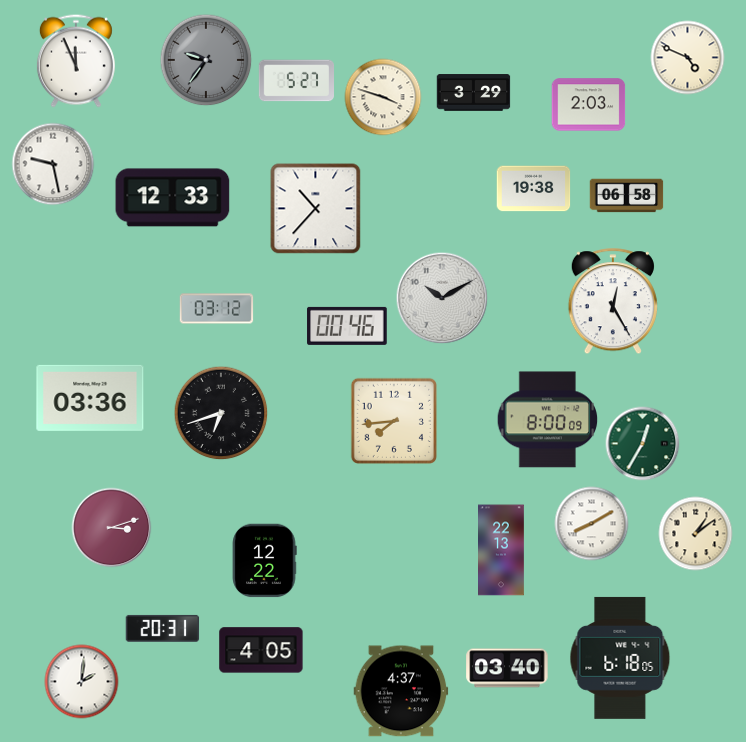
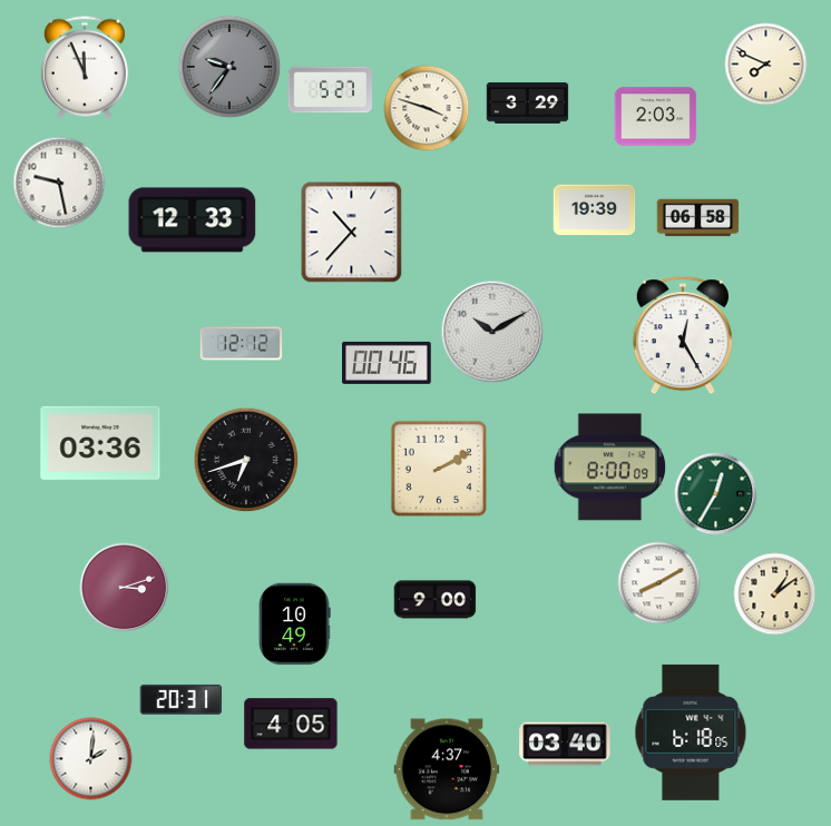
clock at (688, 58): 4:49 -> 7:49
clock at (534, 189): 19:38 -> 19:39
clock at (217, 309): 03:12 -> 12:12
clock at (394, 421): 7:44 -> 2:10
clock at (436, 600): none -> 9:00
clock at (502, 550): 22:13 -> none
clock at (264, 561): 12:22 -> 10:49
